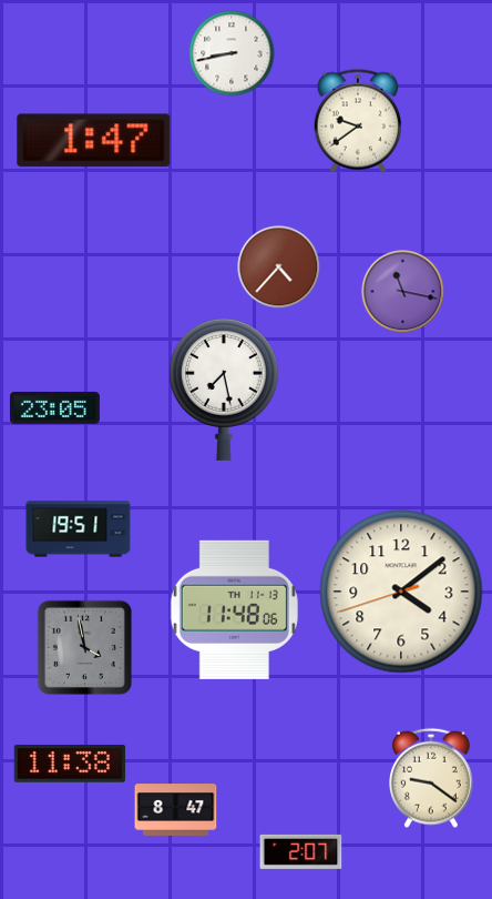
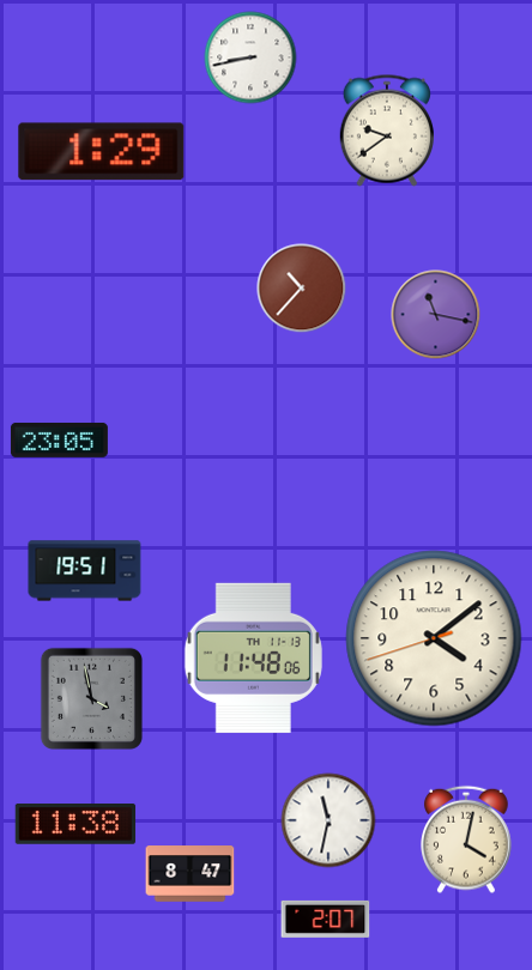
clock at (94, 141): 1:47 -> 1:29
clock at (279, 267): 4:37 -> 10:37
clock at (224, 388): 7:28 -> none
clock at (328, 820): none -> 11:32
clock at (432, 778): 9:21 -> 4:02
